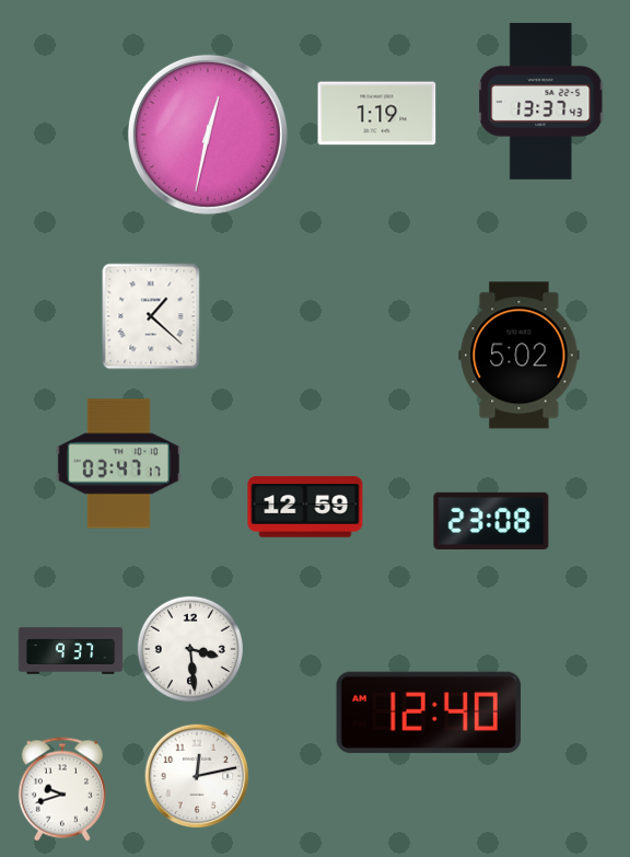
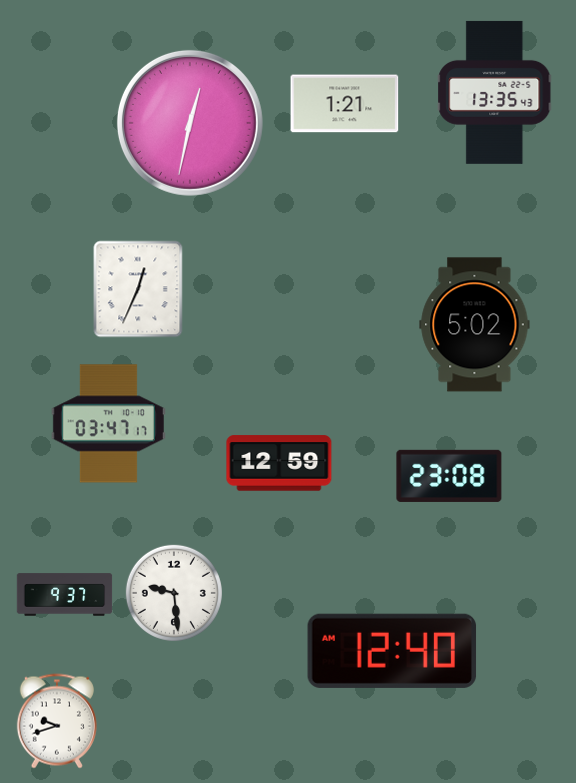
clock at (541, 101): 13:37 -> 13:35
clock at (377, 114): 1:19 -> 1:21
clock at (151, 316): 1:22 -> 12:34
clock at (190, 649): 3:29 -> 9:29
clock at (197, 776): 12:13 -> none
